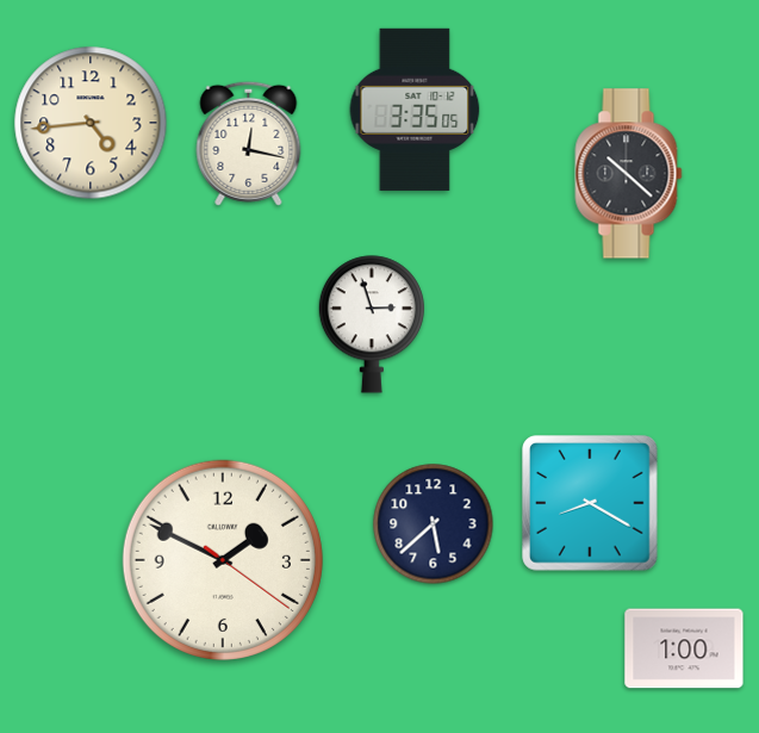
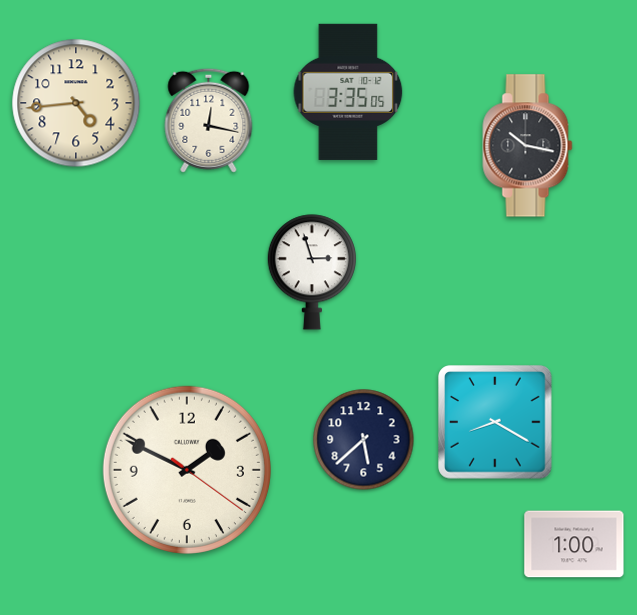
clock at (629, 174): 10:22 -> 10:17
